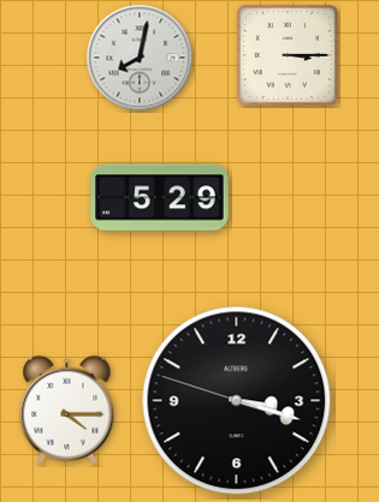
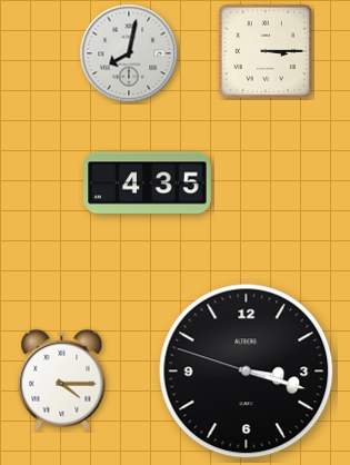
clock at (160, 198): 5:29 -> 4:35
clock at (237, 401) position: (237, 401) -> (247, 372)
